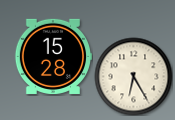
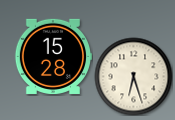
clock at (133, 76): 6:25 -> 6:27
